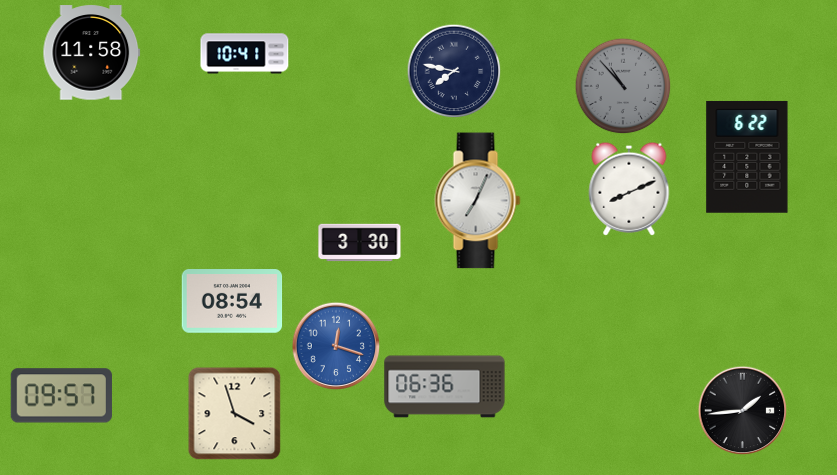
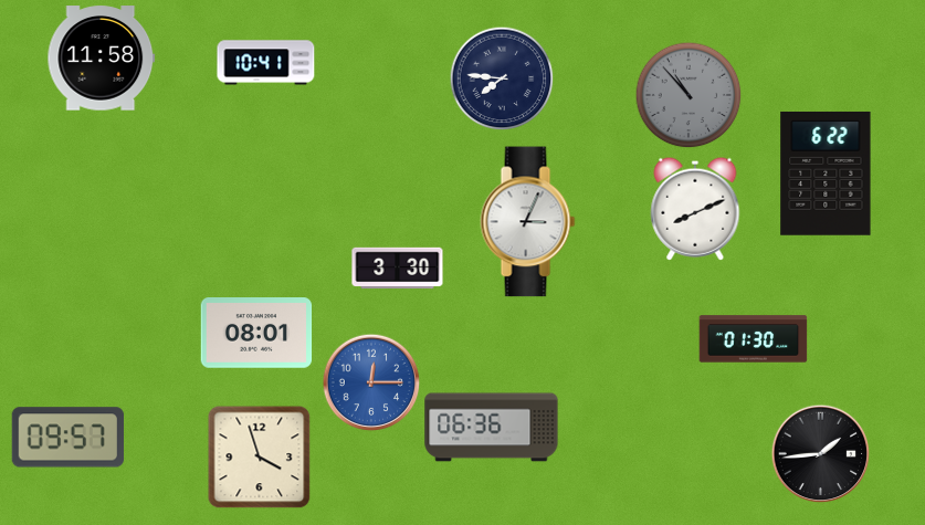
clock at (245, 54) position: (245, 54) -> (266, 63)
clock at (454, 71): 7:47 -> 7:46
clock at (478, 201): 7:04 -> 3:04
clock at (232, 301): 08:54 -> 08:01
clock at (754, 339): none -> 01:30
clock at (336, 346): 12:18 -> 12:15
